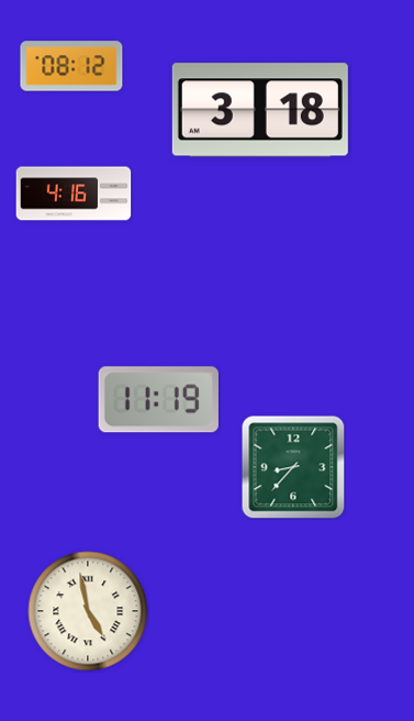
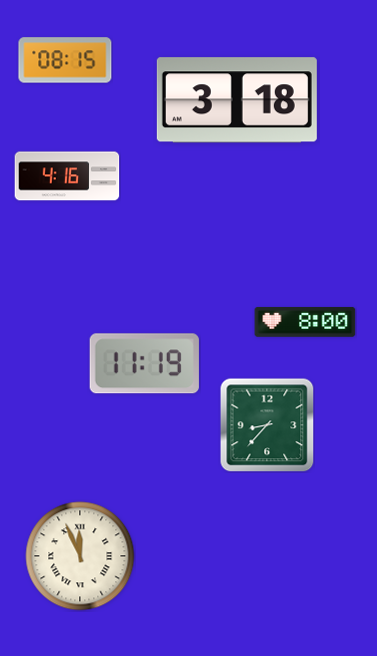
clock at (71, 66): 08:12 -> 08:15
clock at (305, 322): none -> 8:00
clock at (88, 611): 4:58 -> 11:56
